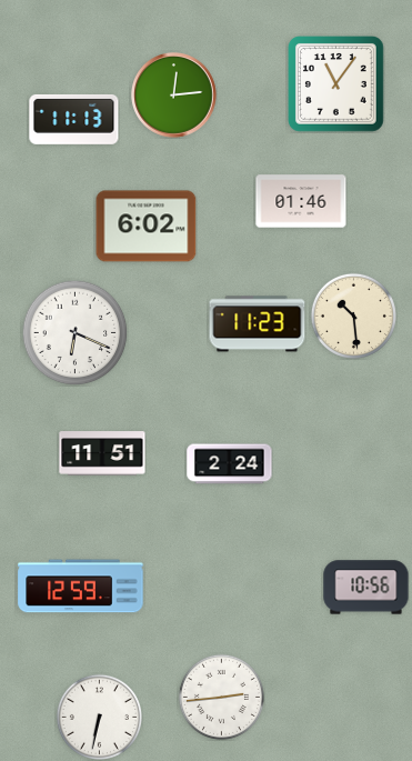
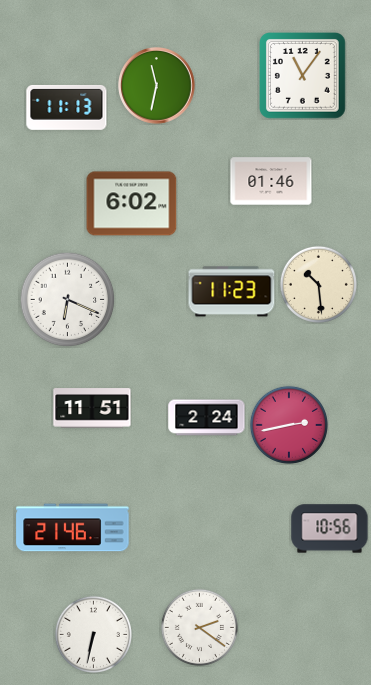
clock at (174, 96): 12:14 -> 11:32
clock at (289, 425): none -> 2:43
clock at (81, 587): 12:59 -> 21:46
clock at (221, 697): 2:44 -> 2:21
clock at (99, 717) position: (99, 717) -> (93, 634)
